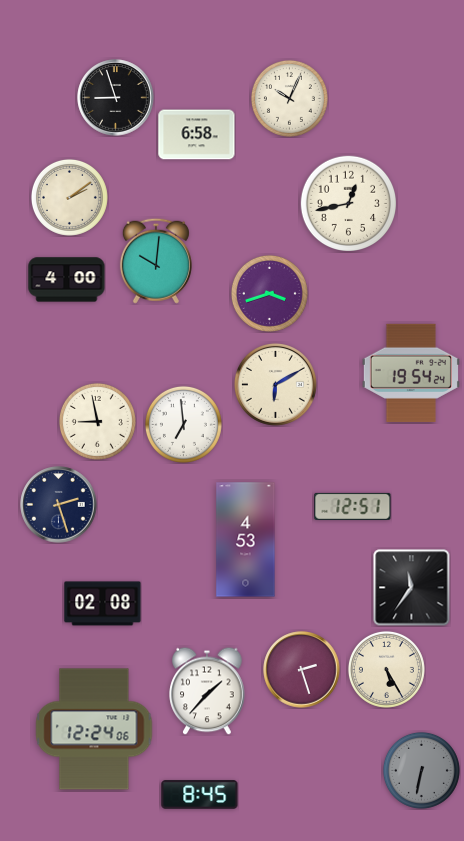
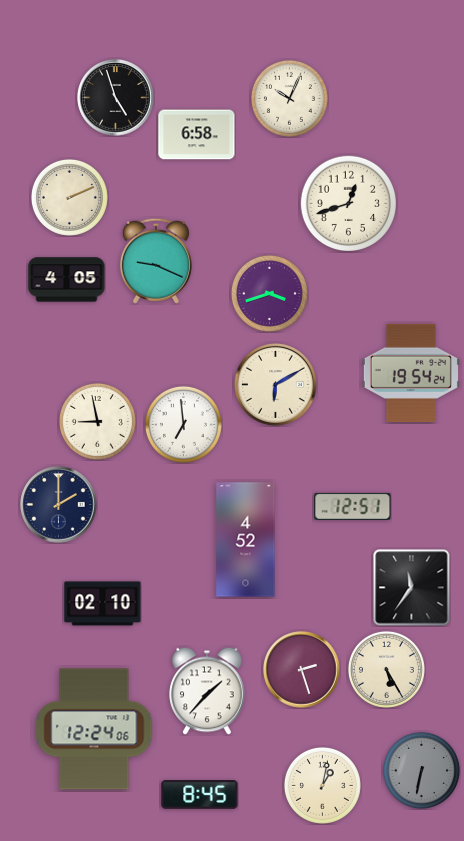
clock at (116, 98): 8:57 -> 4:57
clock at (69, 197): 2:09 -> 2:11
clock at (348, 203): 12:43 -> 12:42
clock at (156, 261): 10:01 -> 9:19
clock at (67, 280): 4:00 -> 4:05
clock at (59, 505): 2:27 -> 2:00
clock at (246, 540): 4:53 -> 4:52
clock at (103, 604): 02:08 -> 02:10
clock at (322, 785): none -> 1:02
